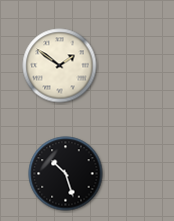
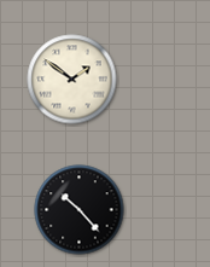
clock at (66, 174): 10:27 -> 10:23
